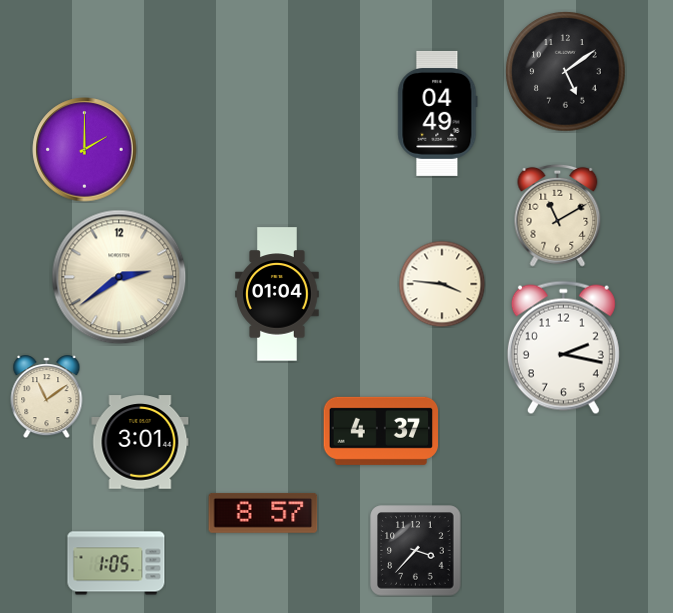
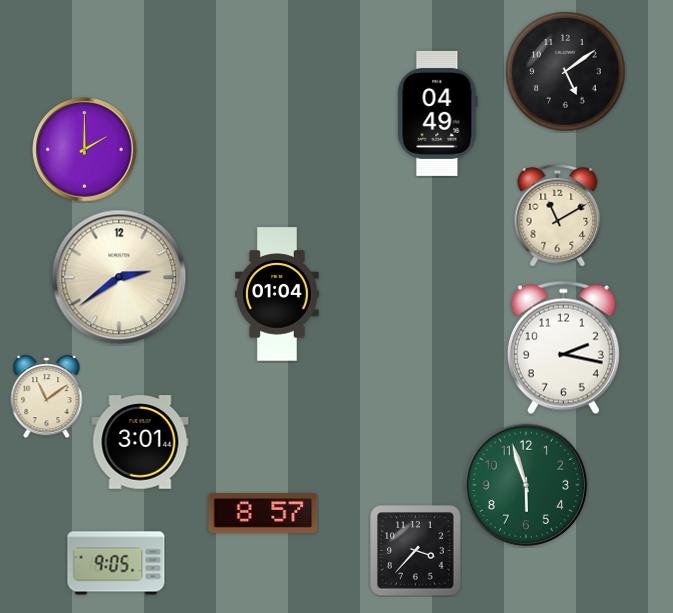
clock at (442, 284): 3:46 -> none
clock at (381, 431): 4:37 -> none
clock at (526, 485): none -> 5:57
clock at (116, 563): 1:05 -> 9:05
